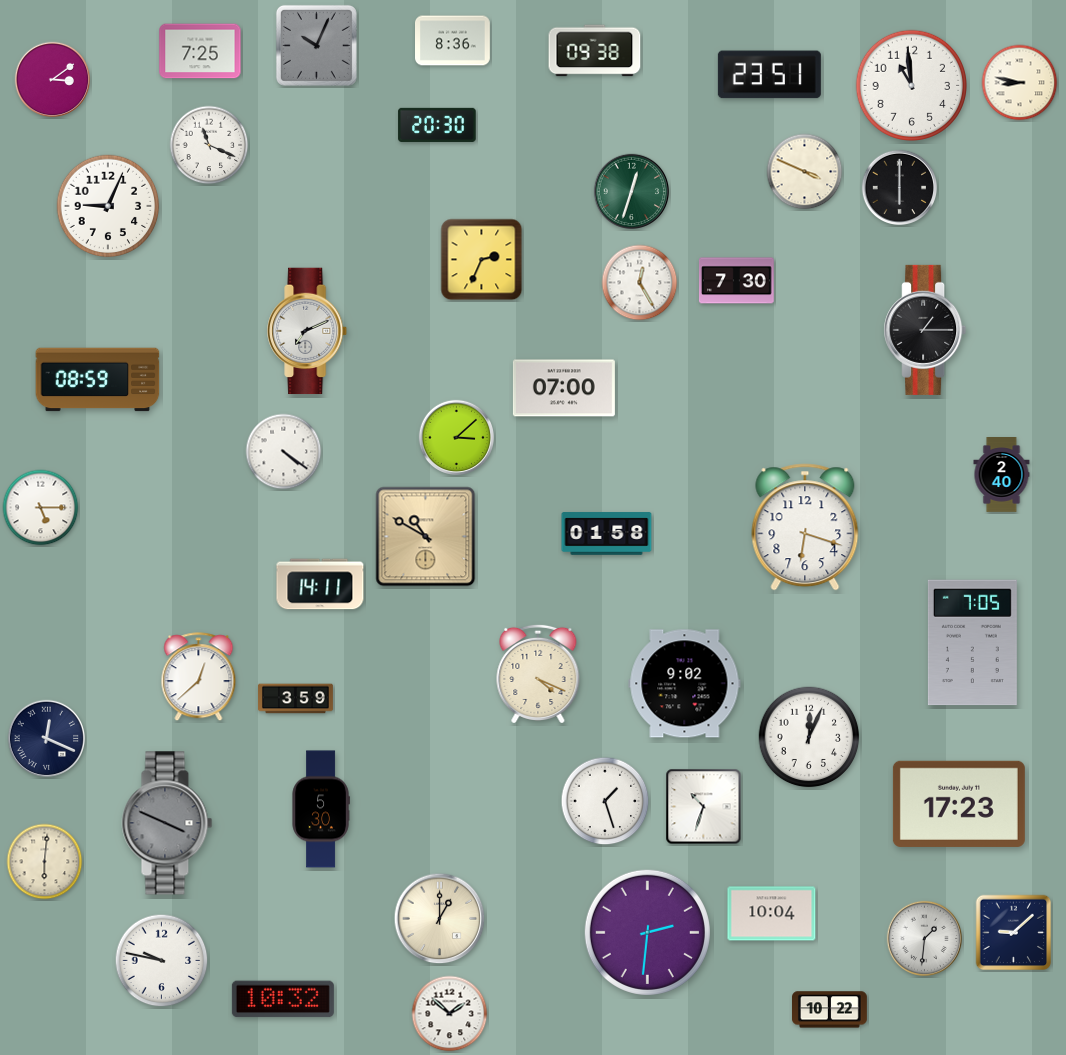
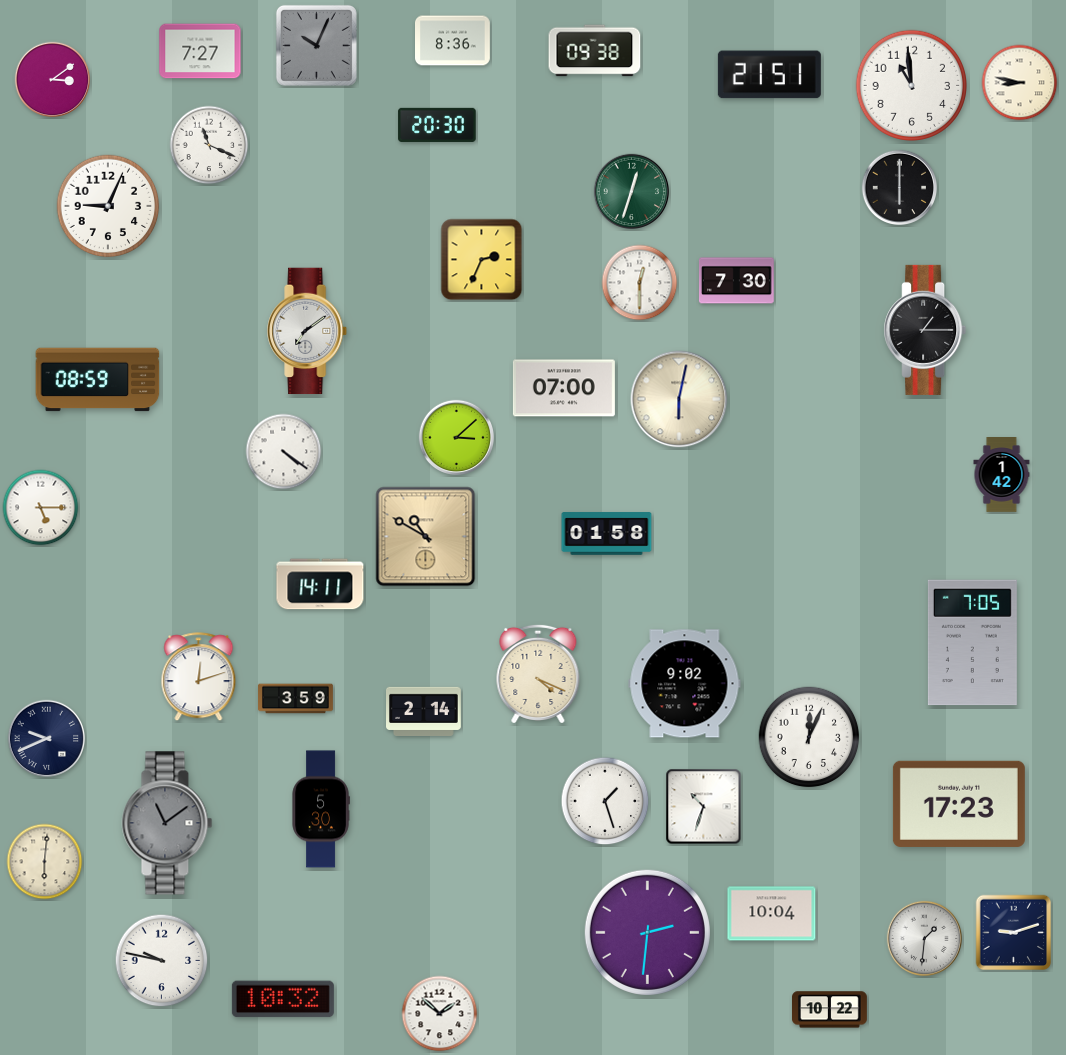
clock at (200, 51): 7:25 -> 7:27
clock at (769, 75): 23:51 -> 21:51
clock at (805, 172): 3:49 -> none
clock at (640, 283): 12:25 -> 12:30
clock at (308, 331): 7:11 -> 7:09
clock at (679, 399): none -> 6:02
clock at (1002, 475): 2:40 -> 1:42
clock at (805, 527): 6:18 -> none
clock at (199, 677): 12:38 -> 12:12
clock at (424, 711): none -> 2:14
clock at (47, 739): 12:19 -> 9:41
clock at (167, 823): 3:49 -> 11:09
clock at (440, 919): 1:00 -> none
clock at (1014, 933): 9:08 -> 9:12
clock at (450, 1014) position: (450, 1014) -> (440, 1014)
